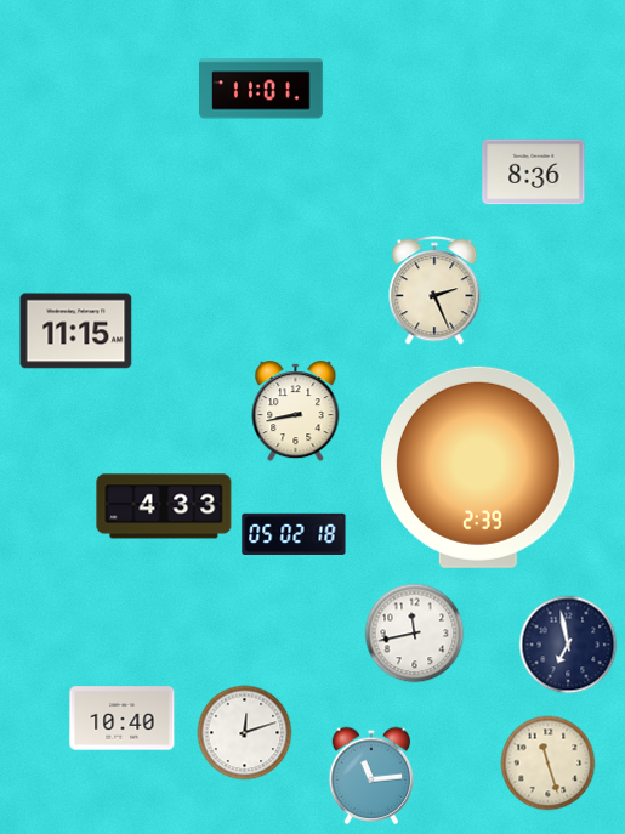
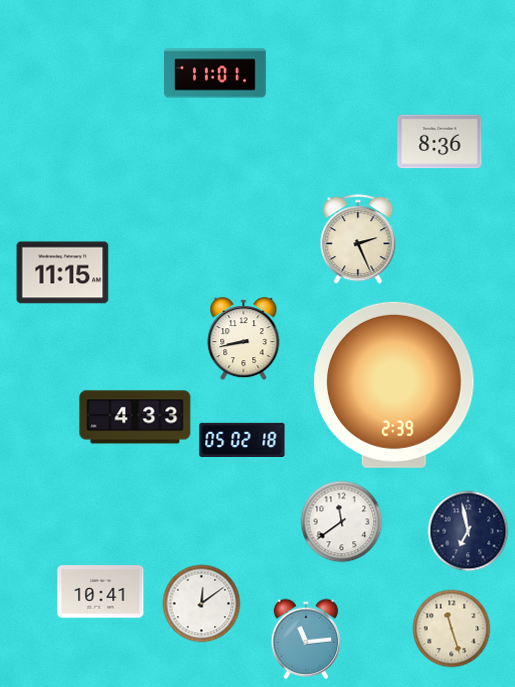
clock at (415, 634): 11:43 -> 11:39
clock at (123, 719): 10:40 -> 10:41
clock at (245, 733): 12:12 -> 12:09
